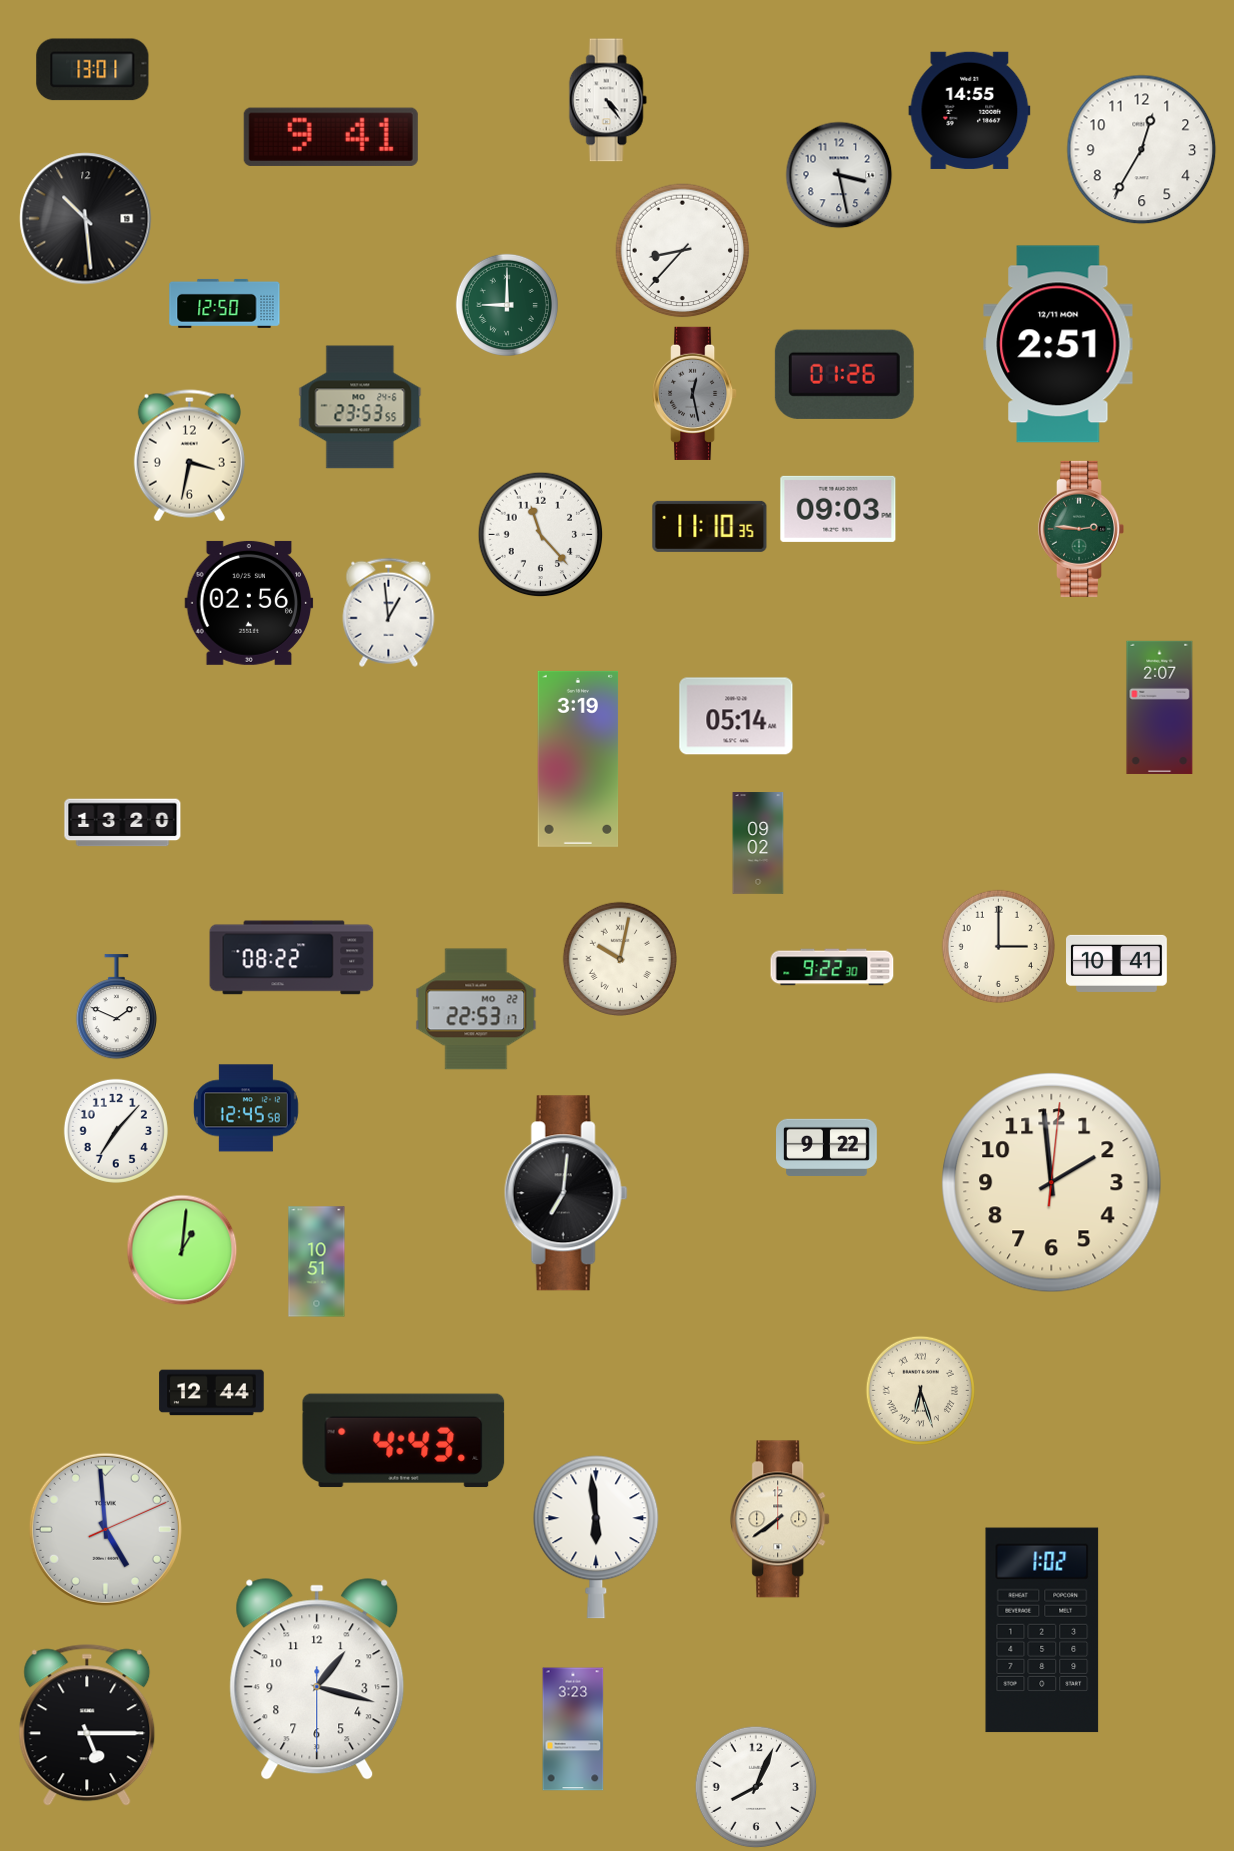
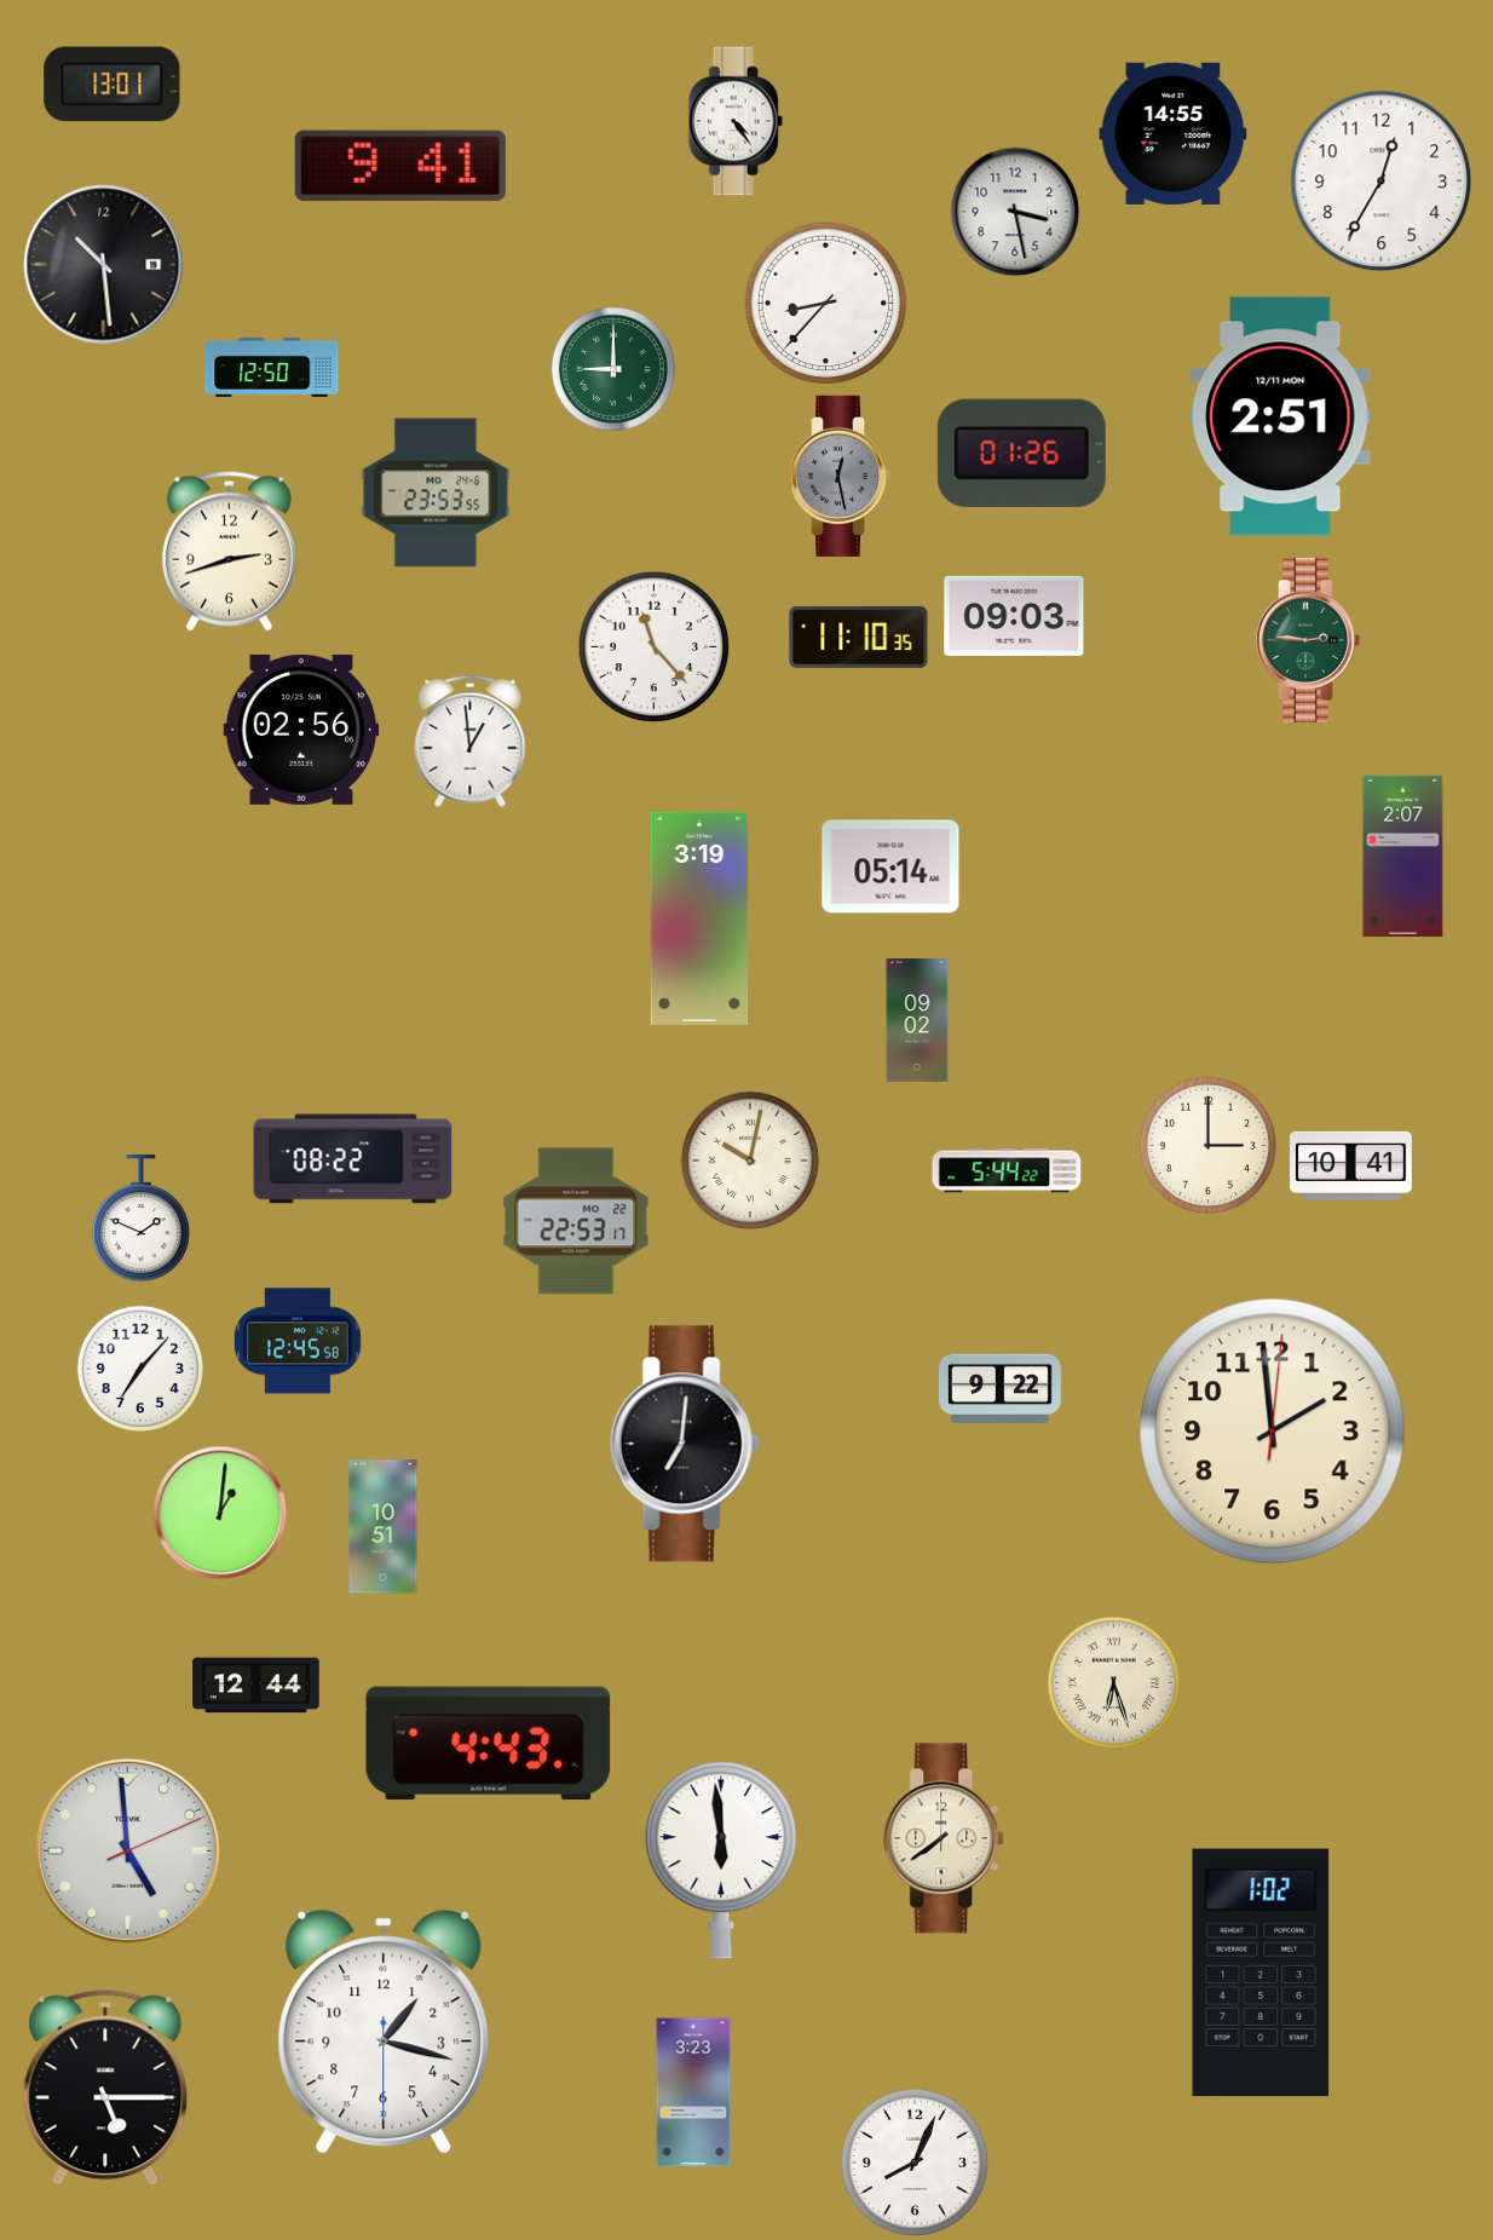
clock at (189, 456): 3:32 -> 2:42
clock at (123, 823): 13:20 -> none
clock at (832, 967): 9:22 -> 5:44
